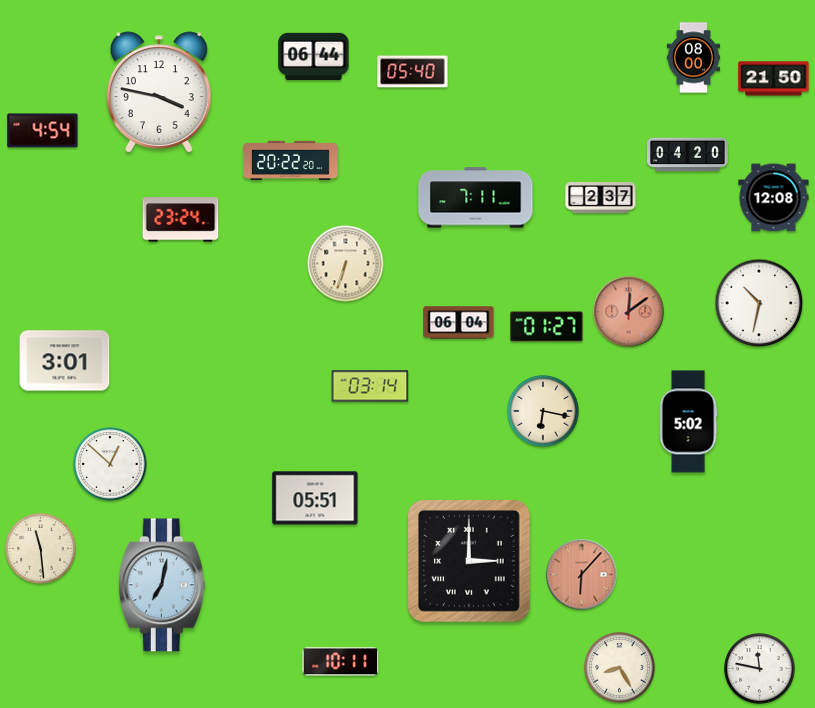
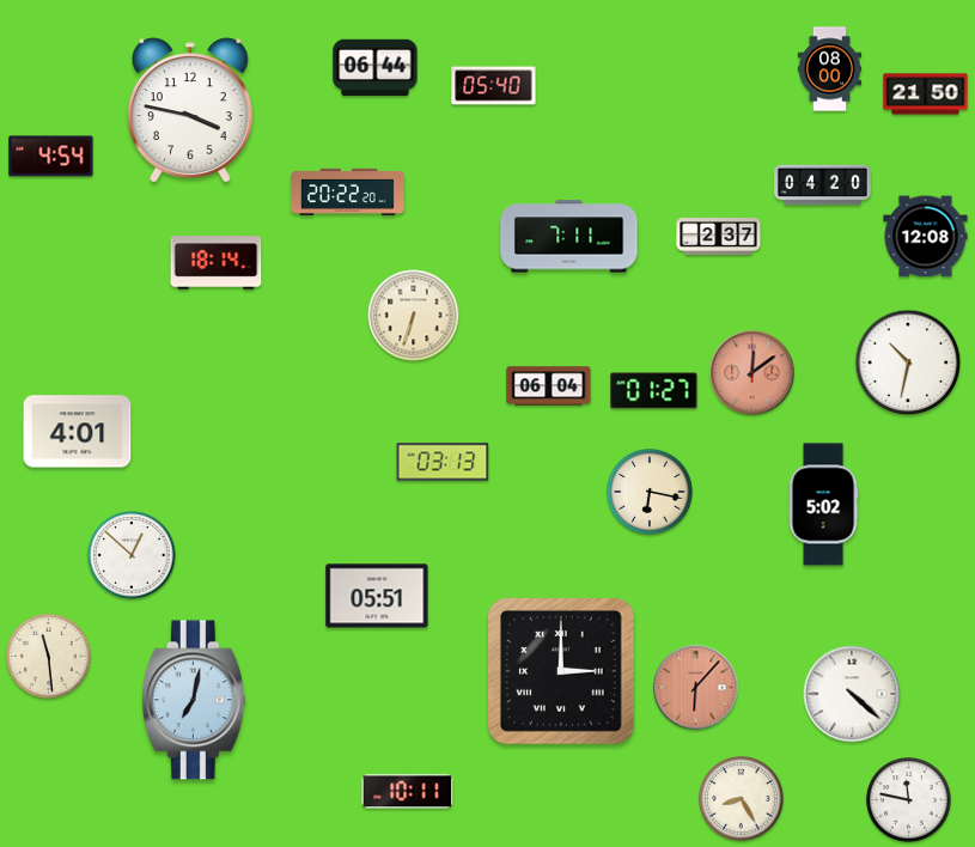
clock at (181, 220): 23:24 -> 18:14
clock at (65, 361): 3:01 -> 4:01
clock at (370, 386): 03:14 -> 03:13
clock at (852, 694): none -> 4:22
